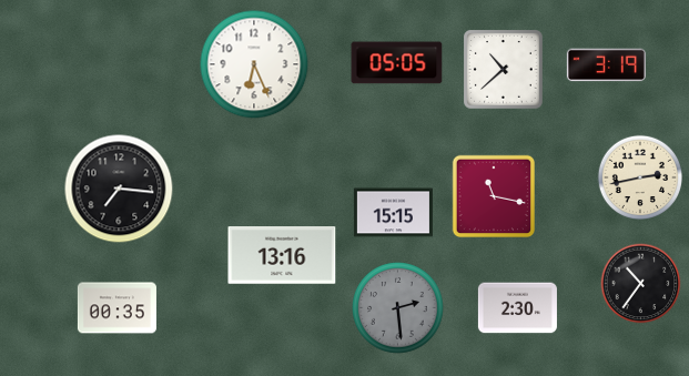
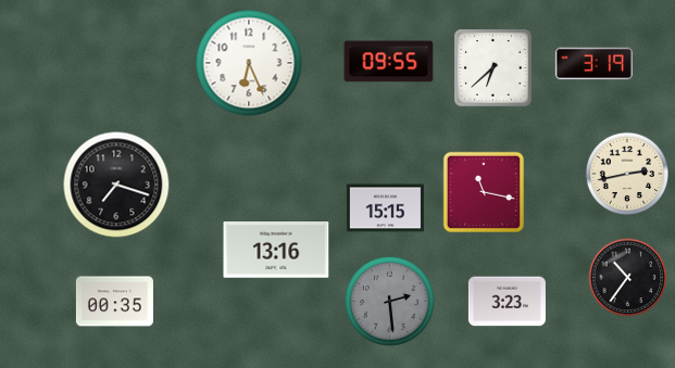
clock at (397, 63): 05:05 -> 09:55
clock at (504, 70): 10:38 -> 6:38
clock at (119, 189): 7:16 -> 7:18
clock at (517, 308): 2:30 -> 3:23
